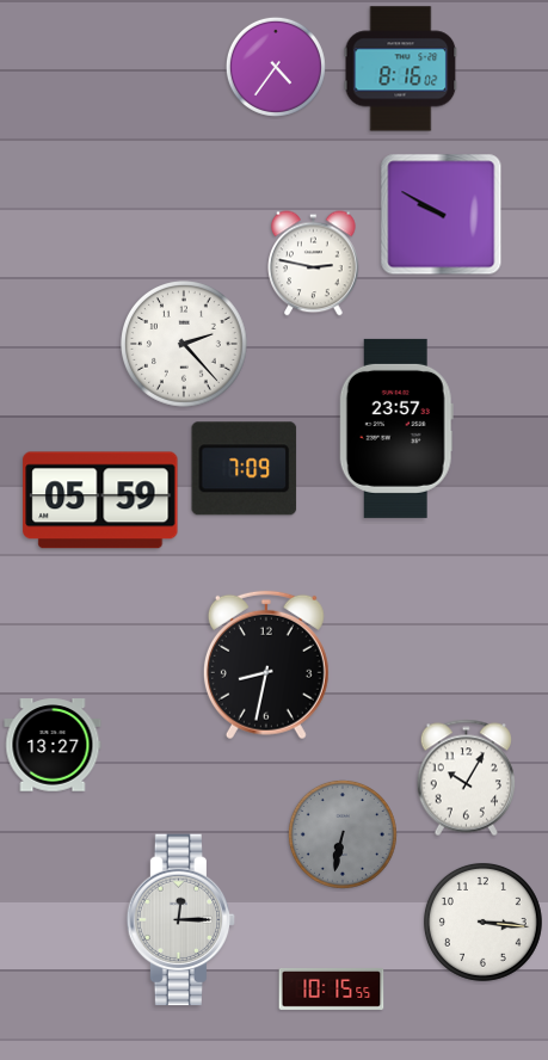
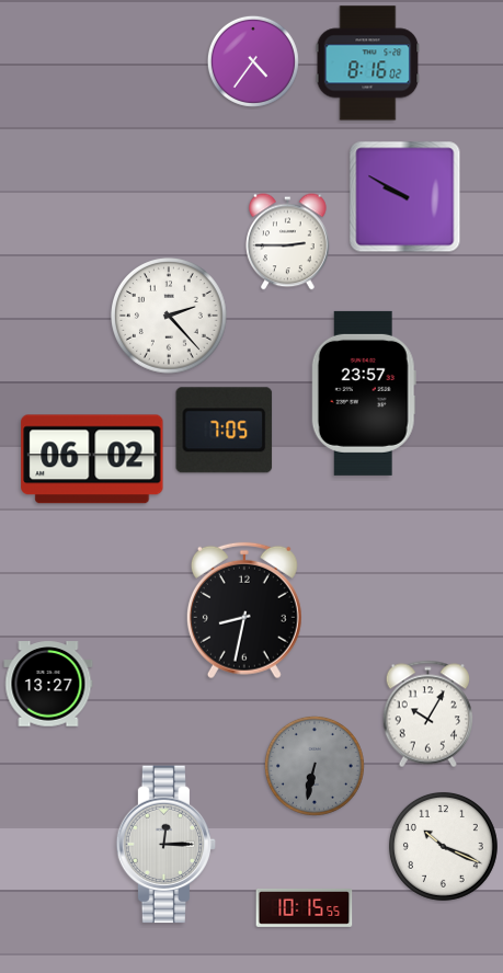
clock at (314, 264): 2:47 -> 2:45
clock at (245, 469): 7:09 -> 7:05
clock at (100, 500): 05:59 -> 06:02
clock at (482, 922): 3:16 -> 10:19
